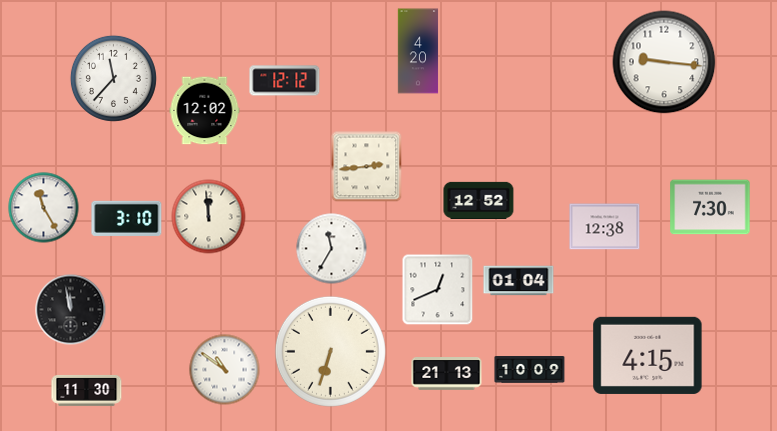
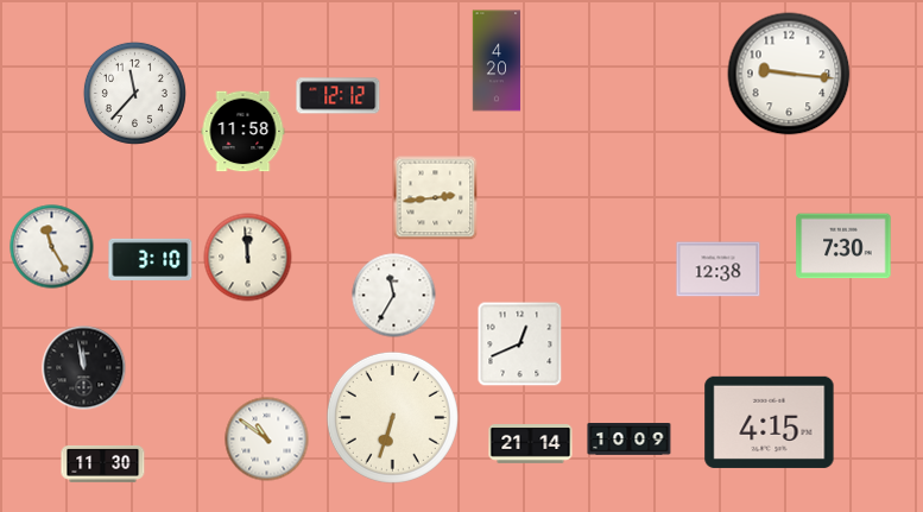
clock at (205, 111): 12:02 -> 11:58
clock at (479, 200): 12:52 -> none
clock at (519, 281): 01:04 -> none
clock at (447, 374): 21:13 -> 21:14
